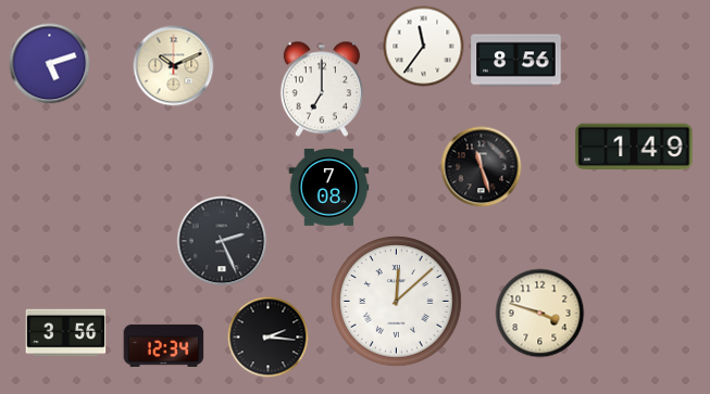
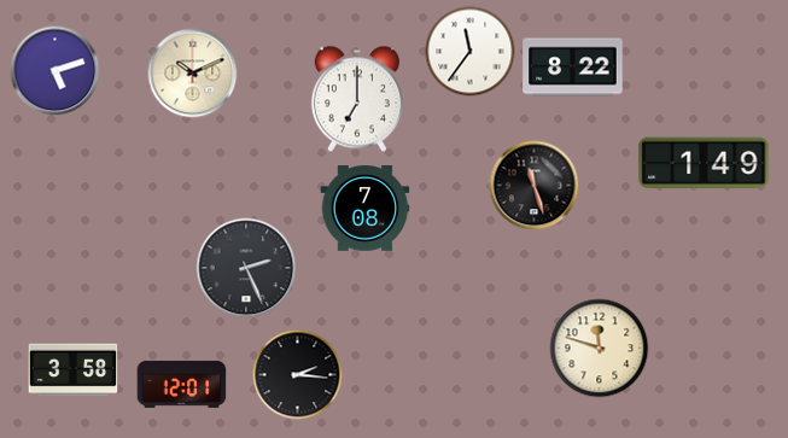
clock at (516, 61): 8:56 -> 8:22
clock at (397, 302): 12:08 -> none
clock at (540, 314): 3:48 -> 11:48
clock at (66, 333): 3:56 -> 3:58
clock at (164, 345): 12:34 -> 12:01
